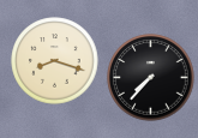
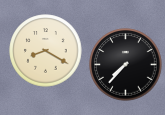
clock at (55, 61): 8:18 -> 8:20
